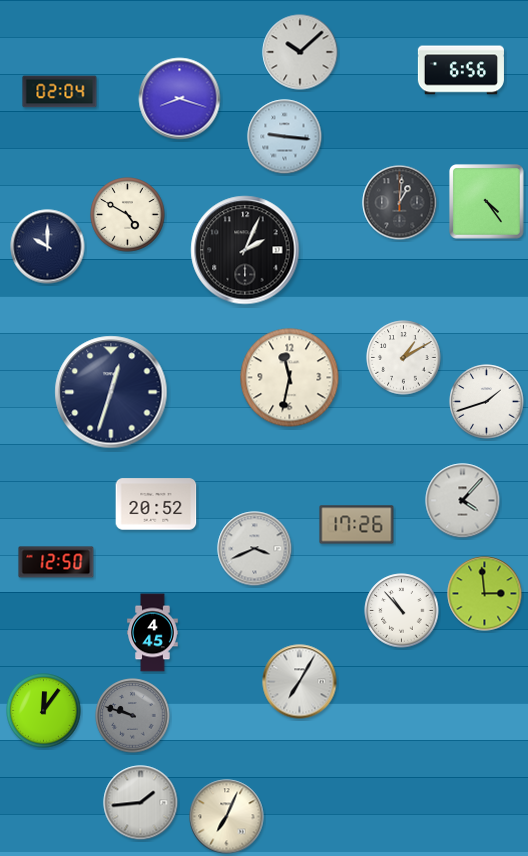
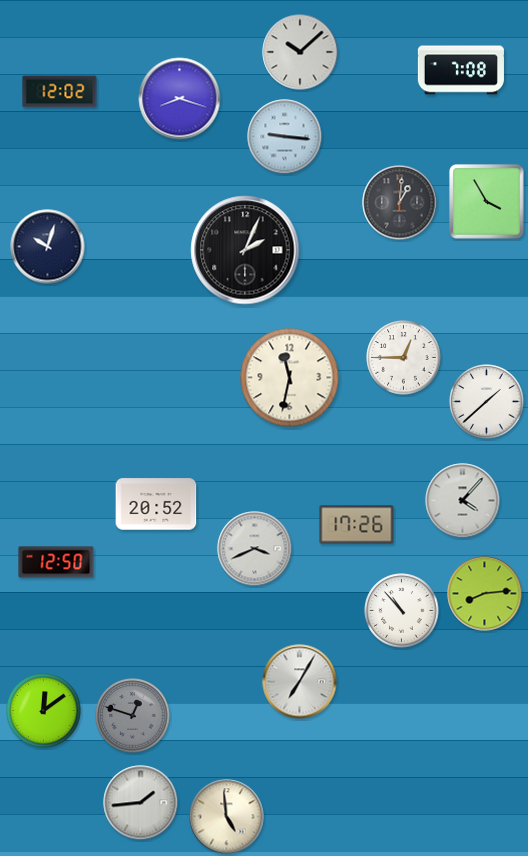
clock at (461, 70): 6:56 -> 7:08
clock at (60, 92): 02:04 -> 12:02
clock at (487, 202): 4:24 -> 3:55
clock at (128, 215): 4:50 -> none
clock at (48, 247): 10:00 -> 10:03
clock at (404, 358): 1:10 -> 12:45
clock at (111, 392): 12:33 -> none
clock at (487, 402): 1:42 -> 1:38
clock at (485, 594): 2:59 -> 8:14
clock at (153, 633): 4:45 -> none
clock at (44, 711): 12:06 -> 12:09
clock at (133, 716): 9:48 -> 12:48
clock at (227, 817): 7:04 -> 4:59
